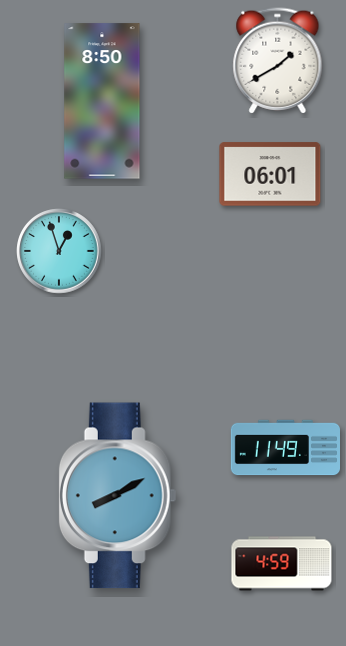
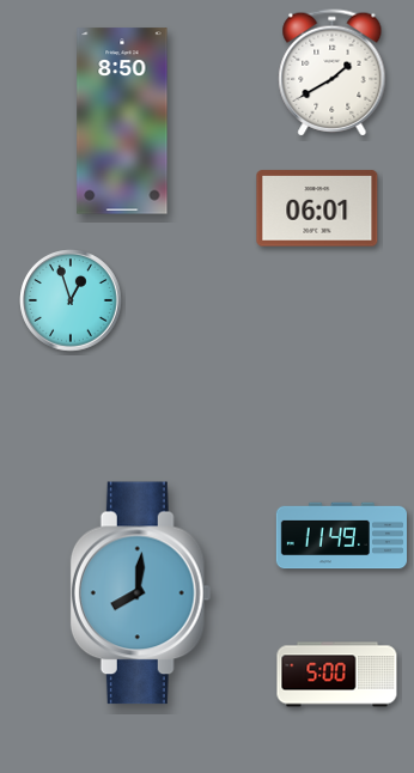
clock at (270, 174) position: (270, 174) -> (317, 208)
clock at (118, 496): 8:10 -> 8:01
clock at (282, 564): 4:59 -> 5:00
